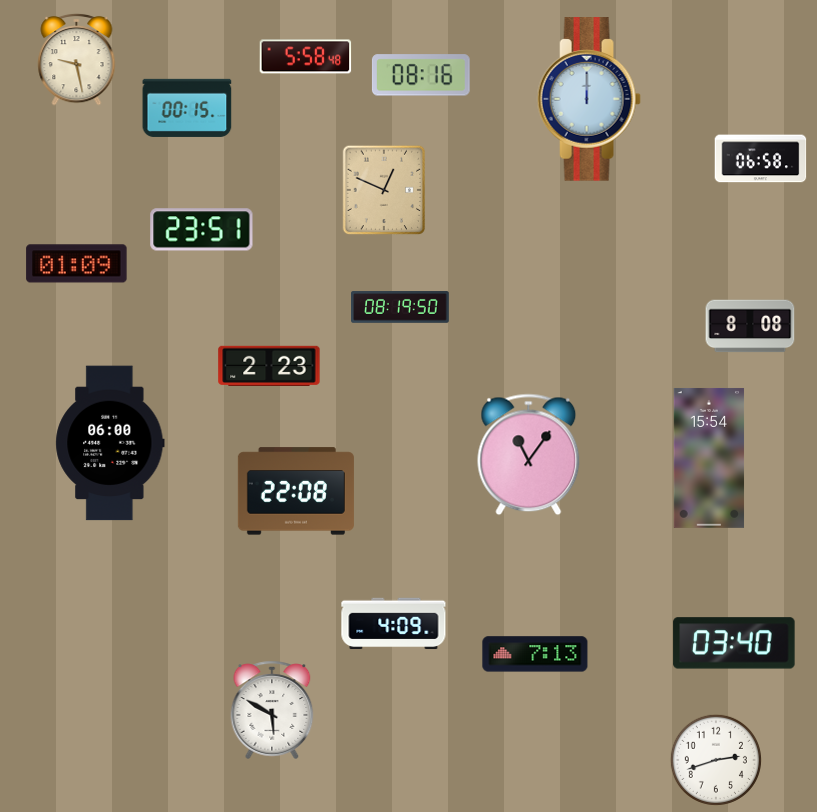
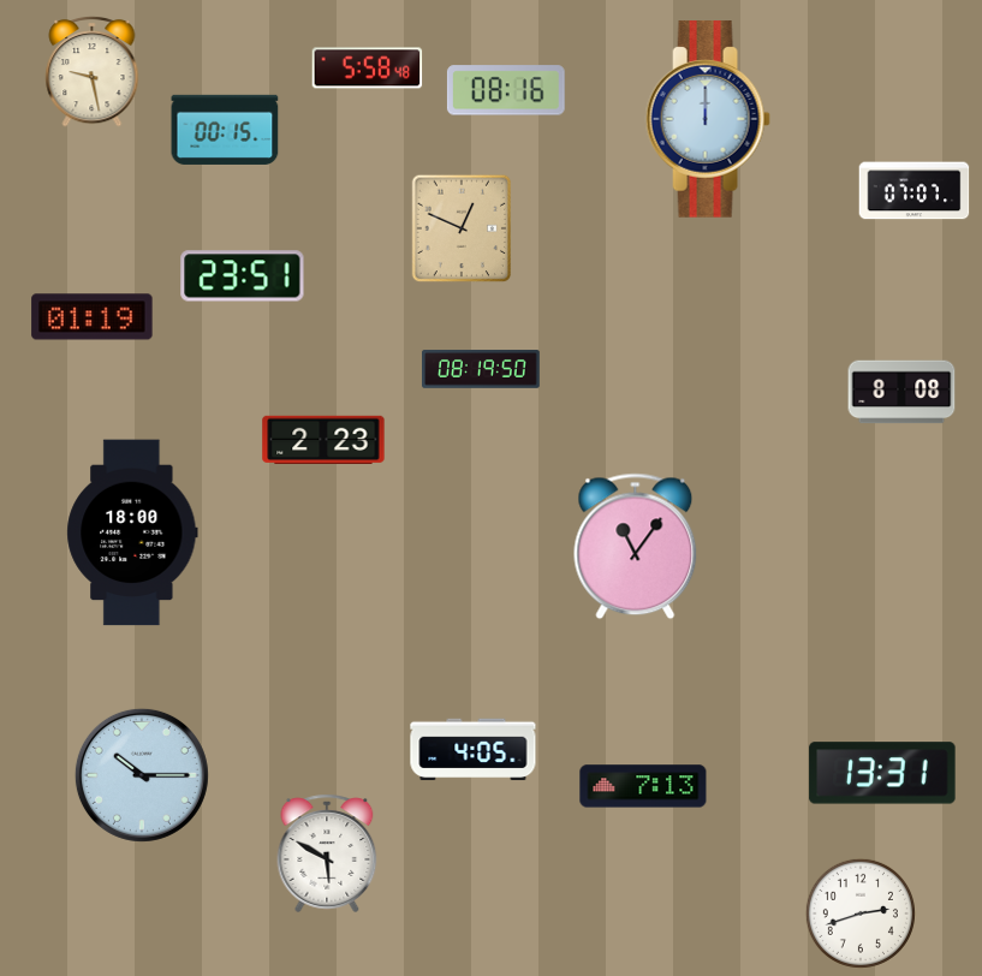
clock at (761, 159): 06:58 -> 07:07
clock at (77, 264): 01:09 -> 01:19
clock at (110, 443): 06:00 -> 18:00
clock at (709, 458): 15:54 -> none
clock at (296, 491): 22:08 -> none
clock at (394, 624): 4:09 -> 4:05
clock at (734, 643): 03:40 -> 13:31
clock at (142, 775): none -> 10:15
